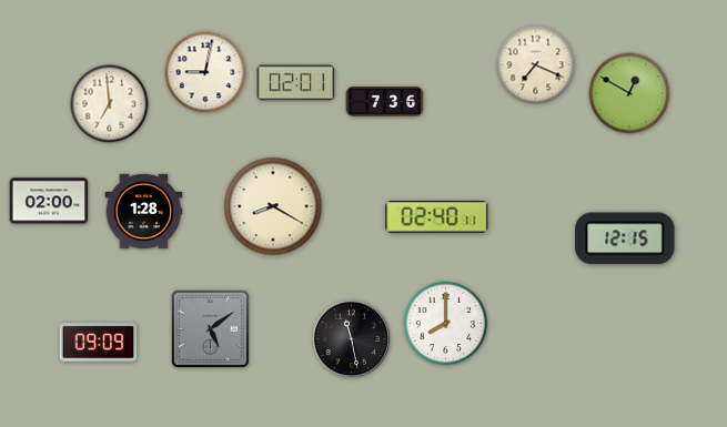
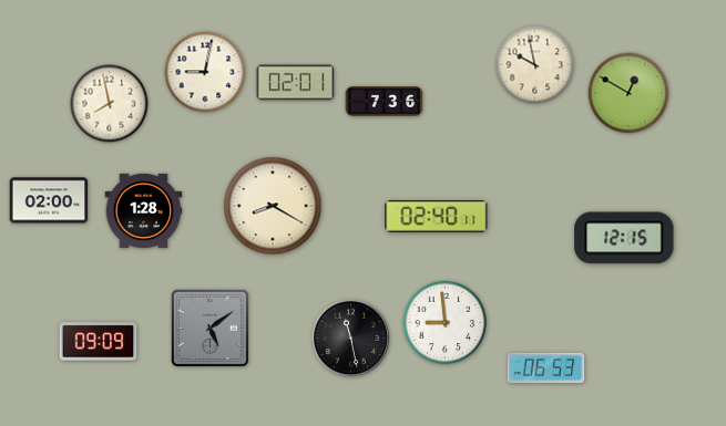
clock at (536, 65): 7:19 -> 9:58
clock at (110, 104): 6:59 -> 7:58
clock at (446, 324): 8:00 -> 8:59
clock at (546, 368): none -> 06:53
